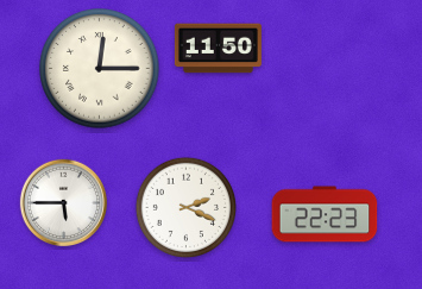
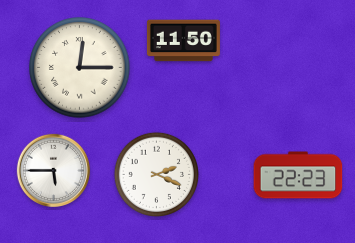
clock at (100, 69) position: (100, 69) -> (80, 68)
clock at (325, 214) position: (325, 214) -> (298, 175)
